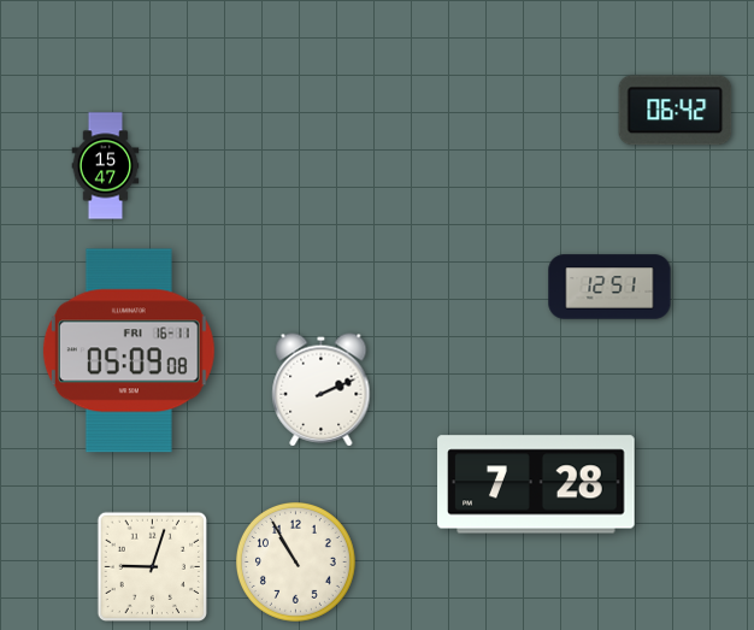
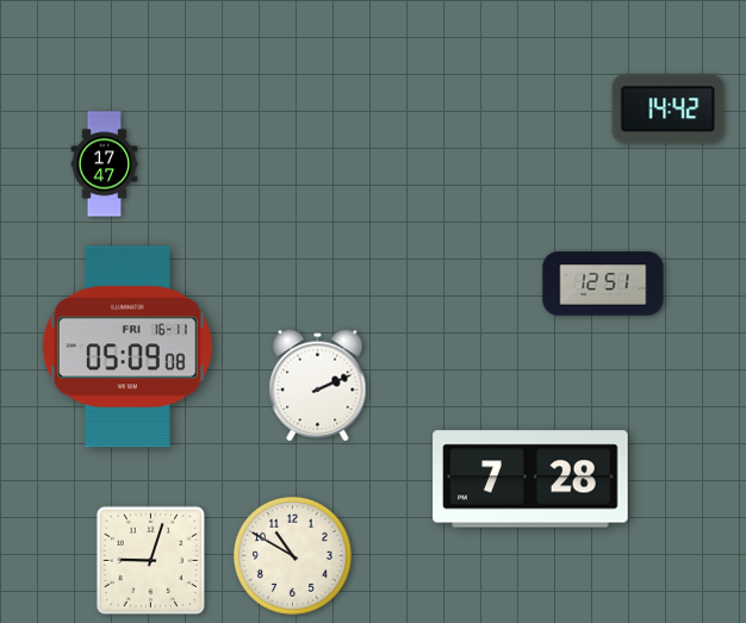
clock at (676, 111): 06:42 -> 14:42
clock at (106, 166): 15:47 -> 17:47
clock at (295, 561): 10:55 -> 10:50
